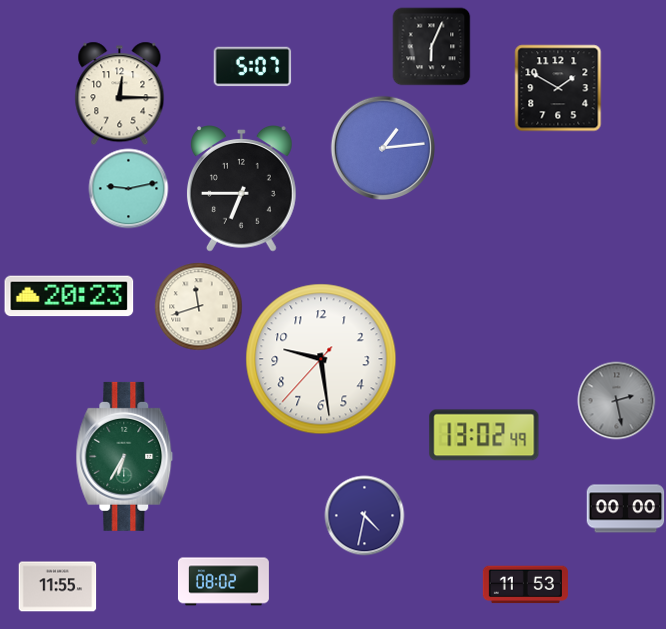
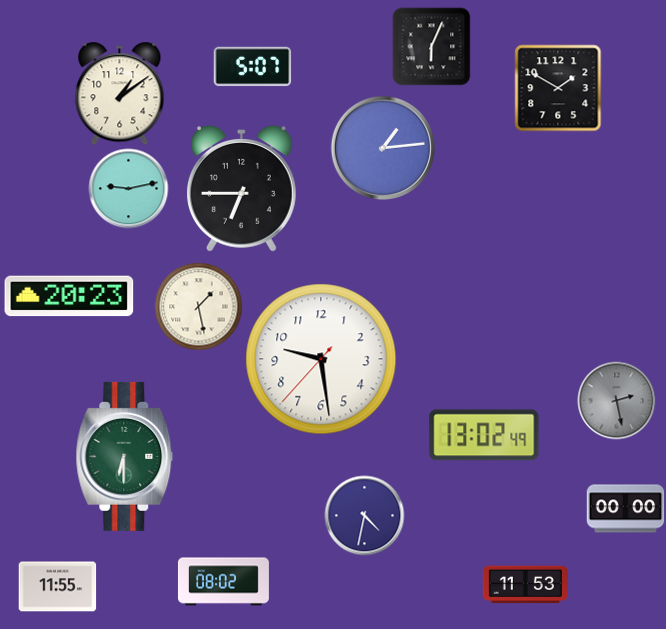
clock at (120, 93): 12:15 -> 1:09
clock at (198, 306): 11:42 -> 1:28
clock at (125, 456): 6:35 -> 6:30
